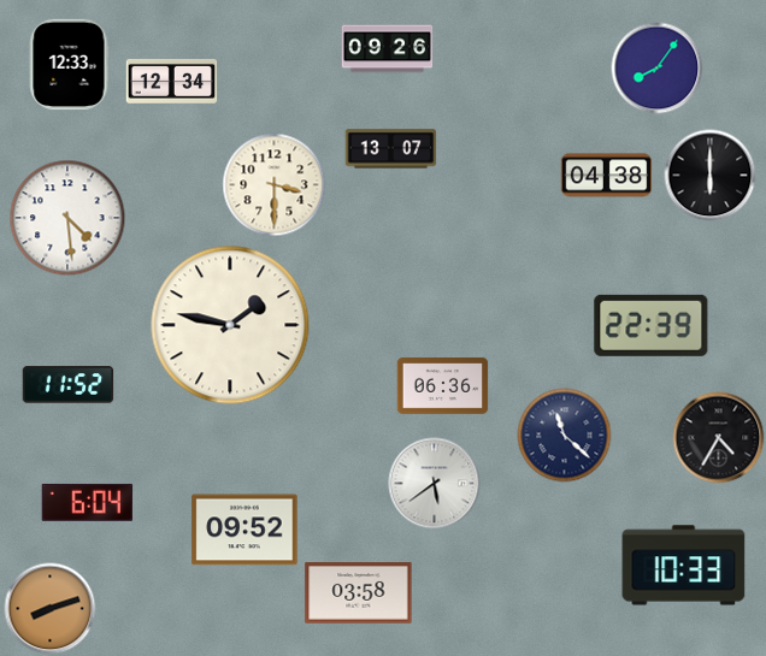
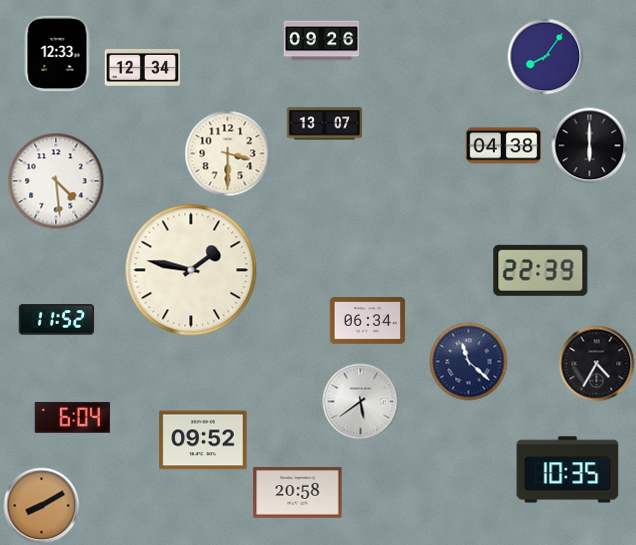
clock at (443, 386): 06:36 -> 06:34
clock at (684, 566): 10:33 -> 10:35
clock at (359, 593): 03:58 -> 20:58
clock at (51, 609): 8:12 -> 8:10
